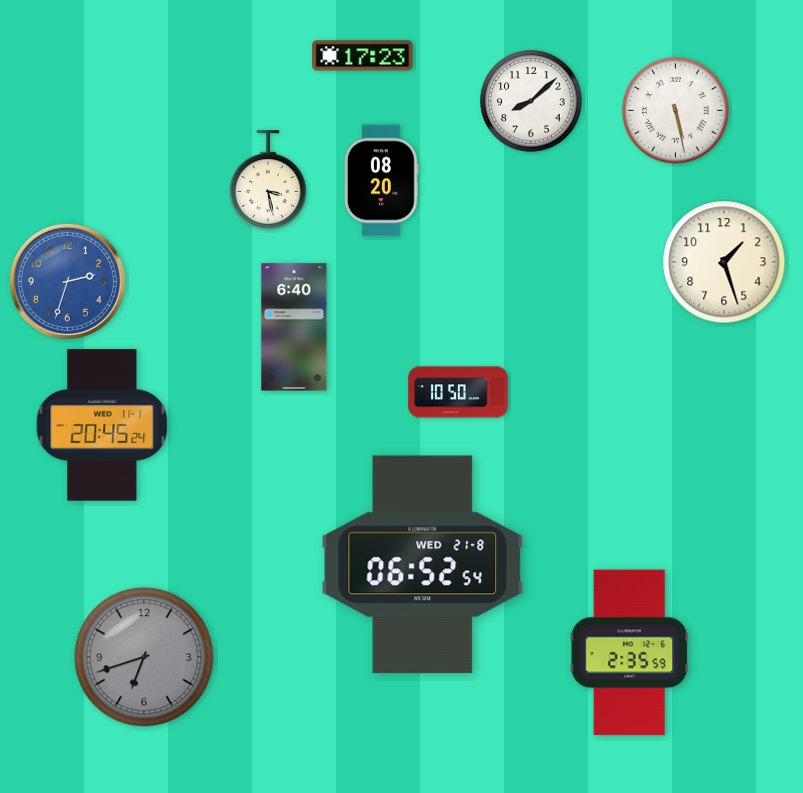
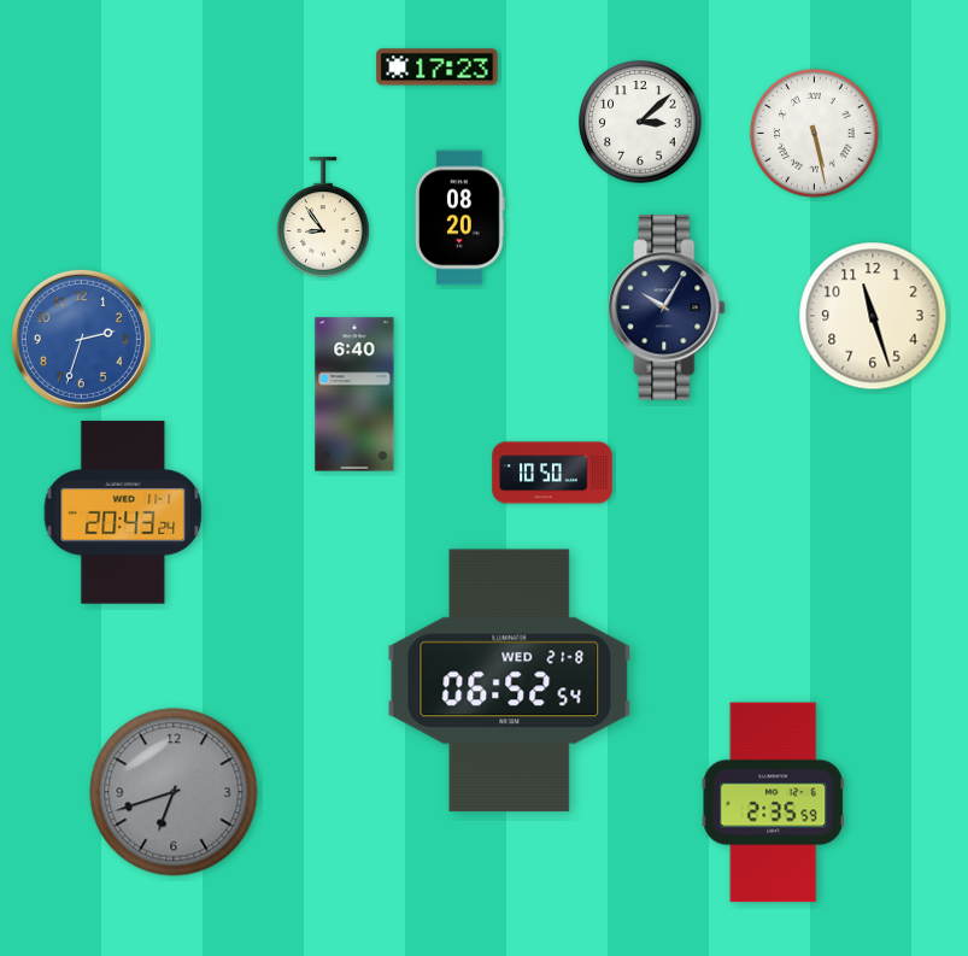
clock at (531, 101): 8:08 -> 3:08
clock at (269, 180): 3:28 -> 8:54
clock at (667, 307): none -> 10:05
clock at (724, 262): 1:27 -> 11:27
clock at (102, 425): 20:45 -> 20:43
clock at (630, 653) position: (630, 653) -> (774, 803)
